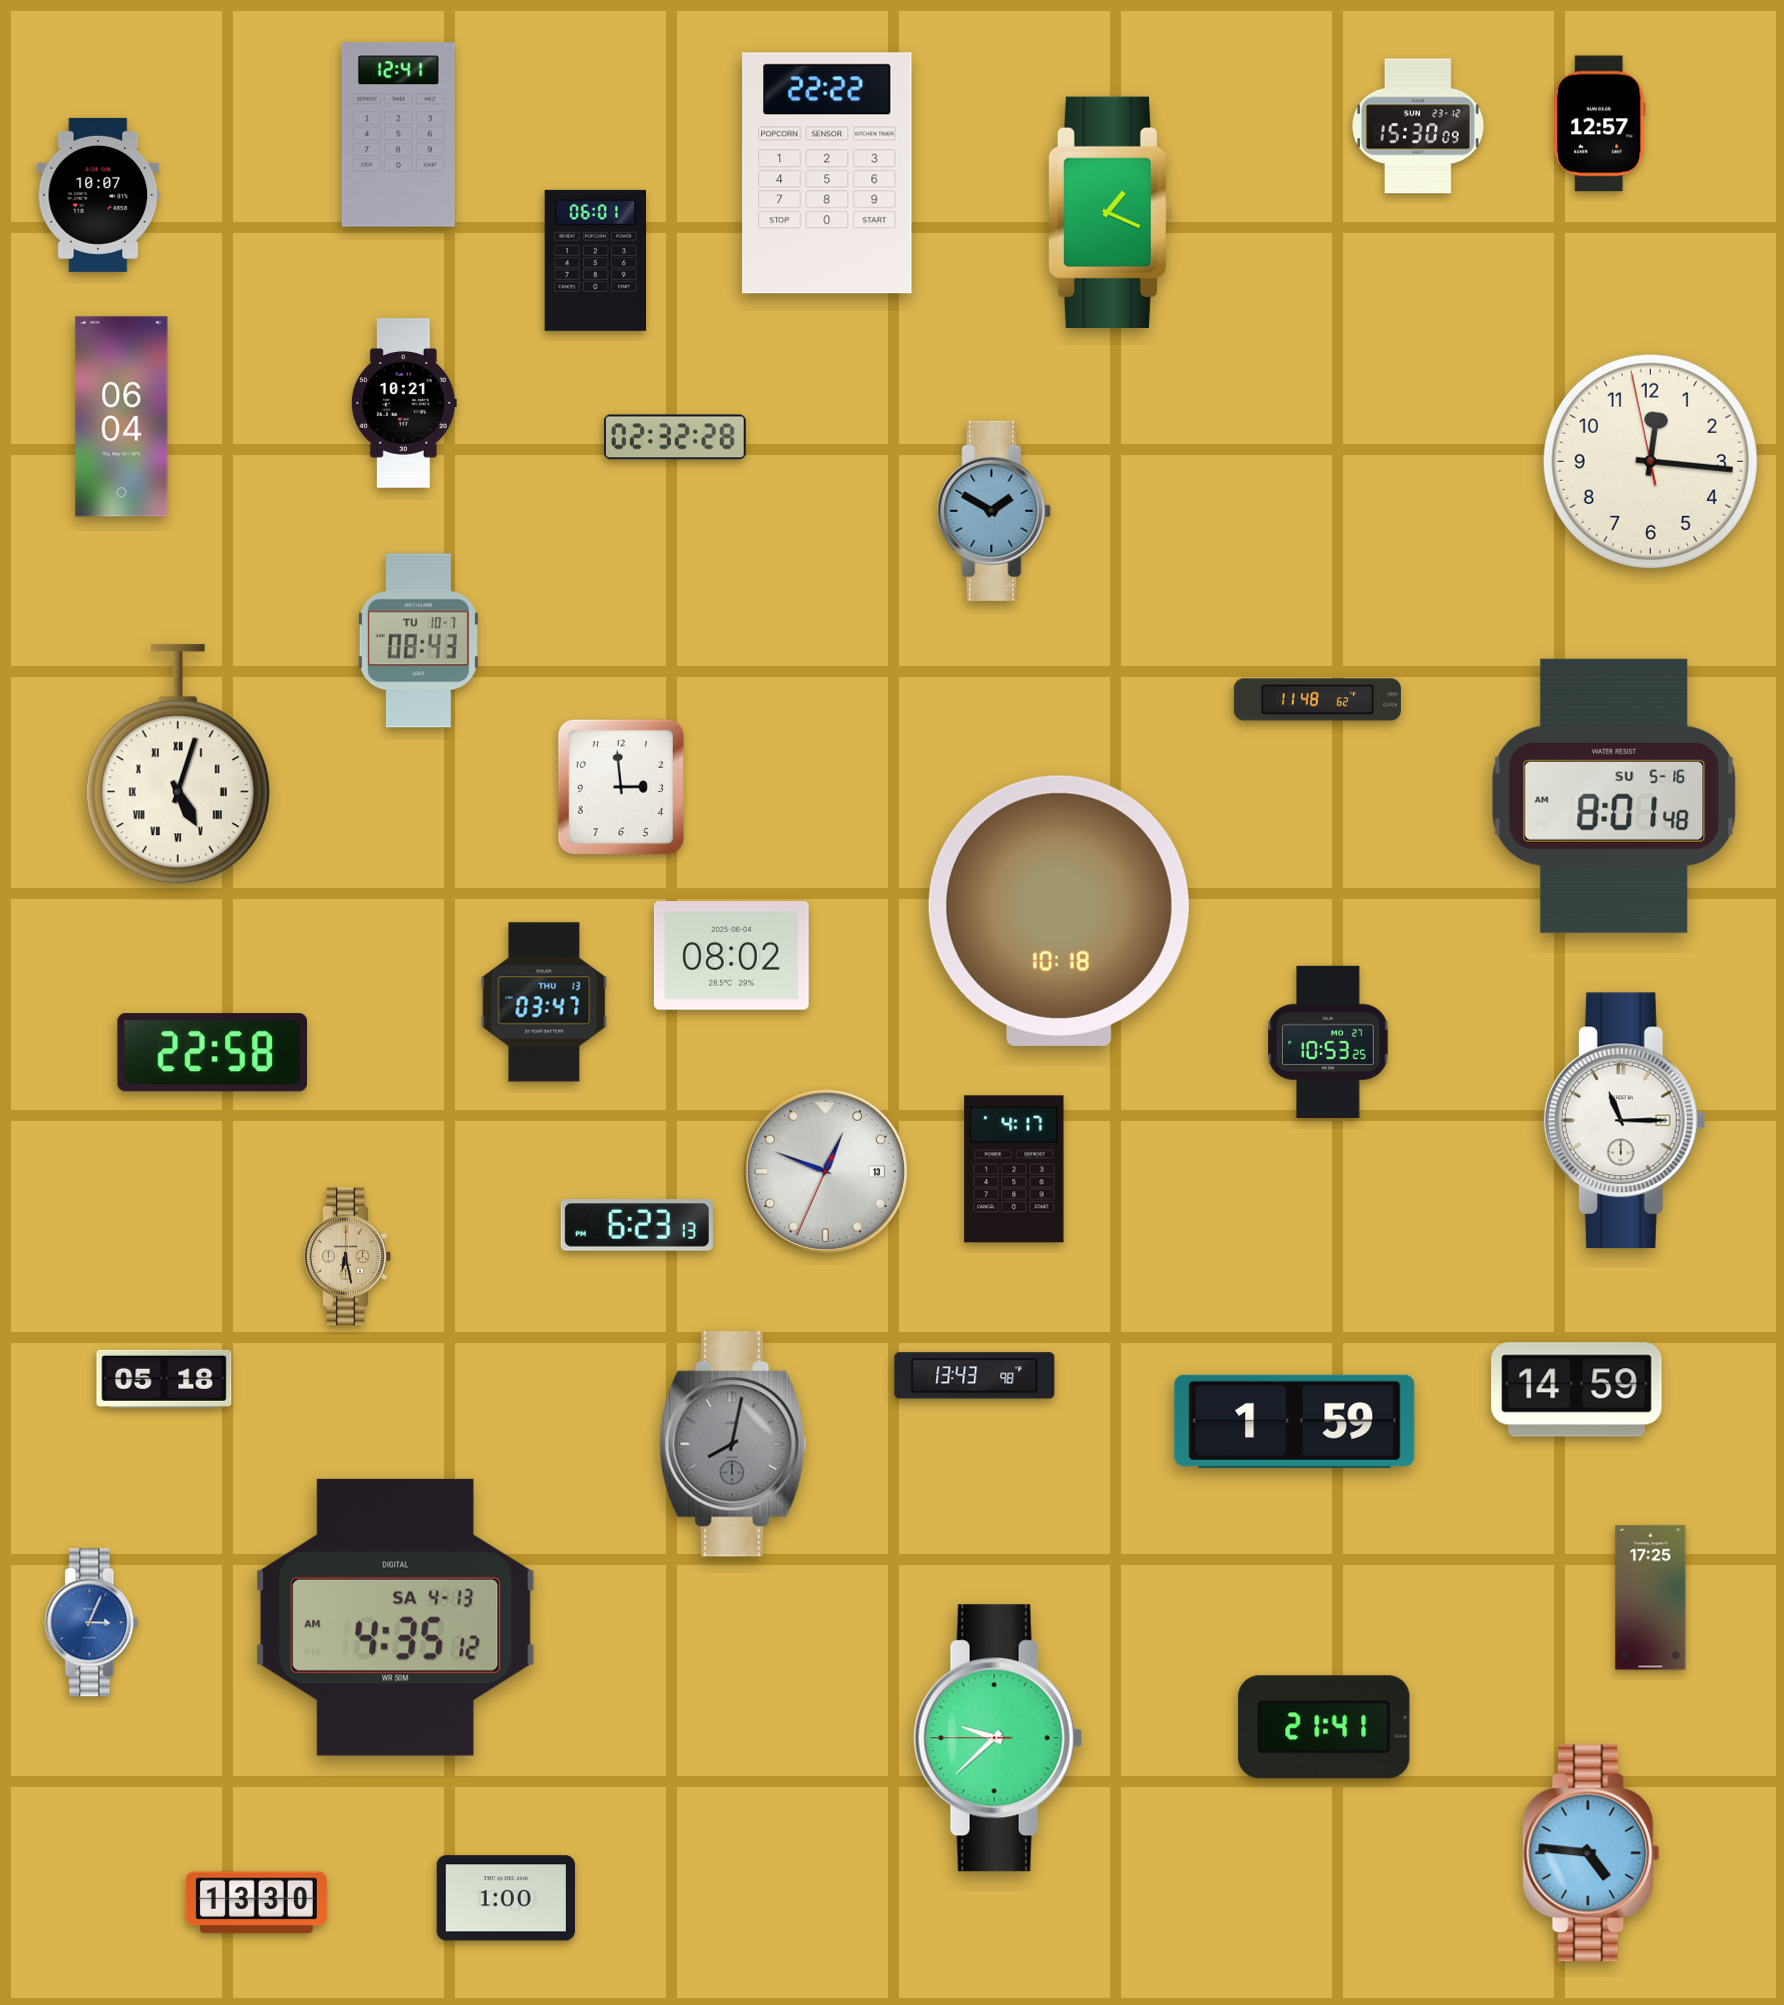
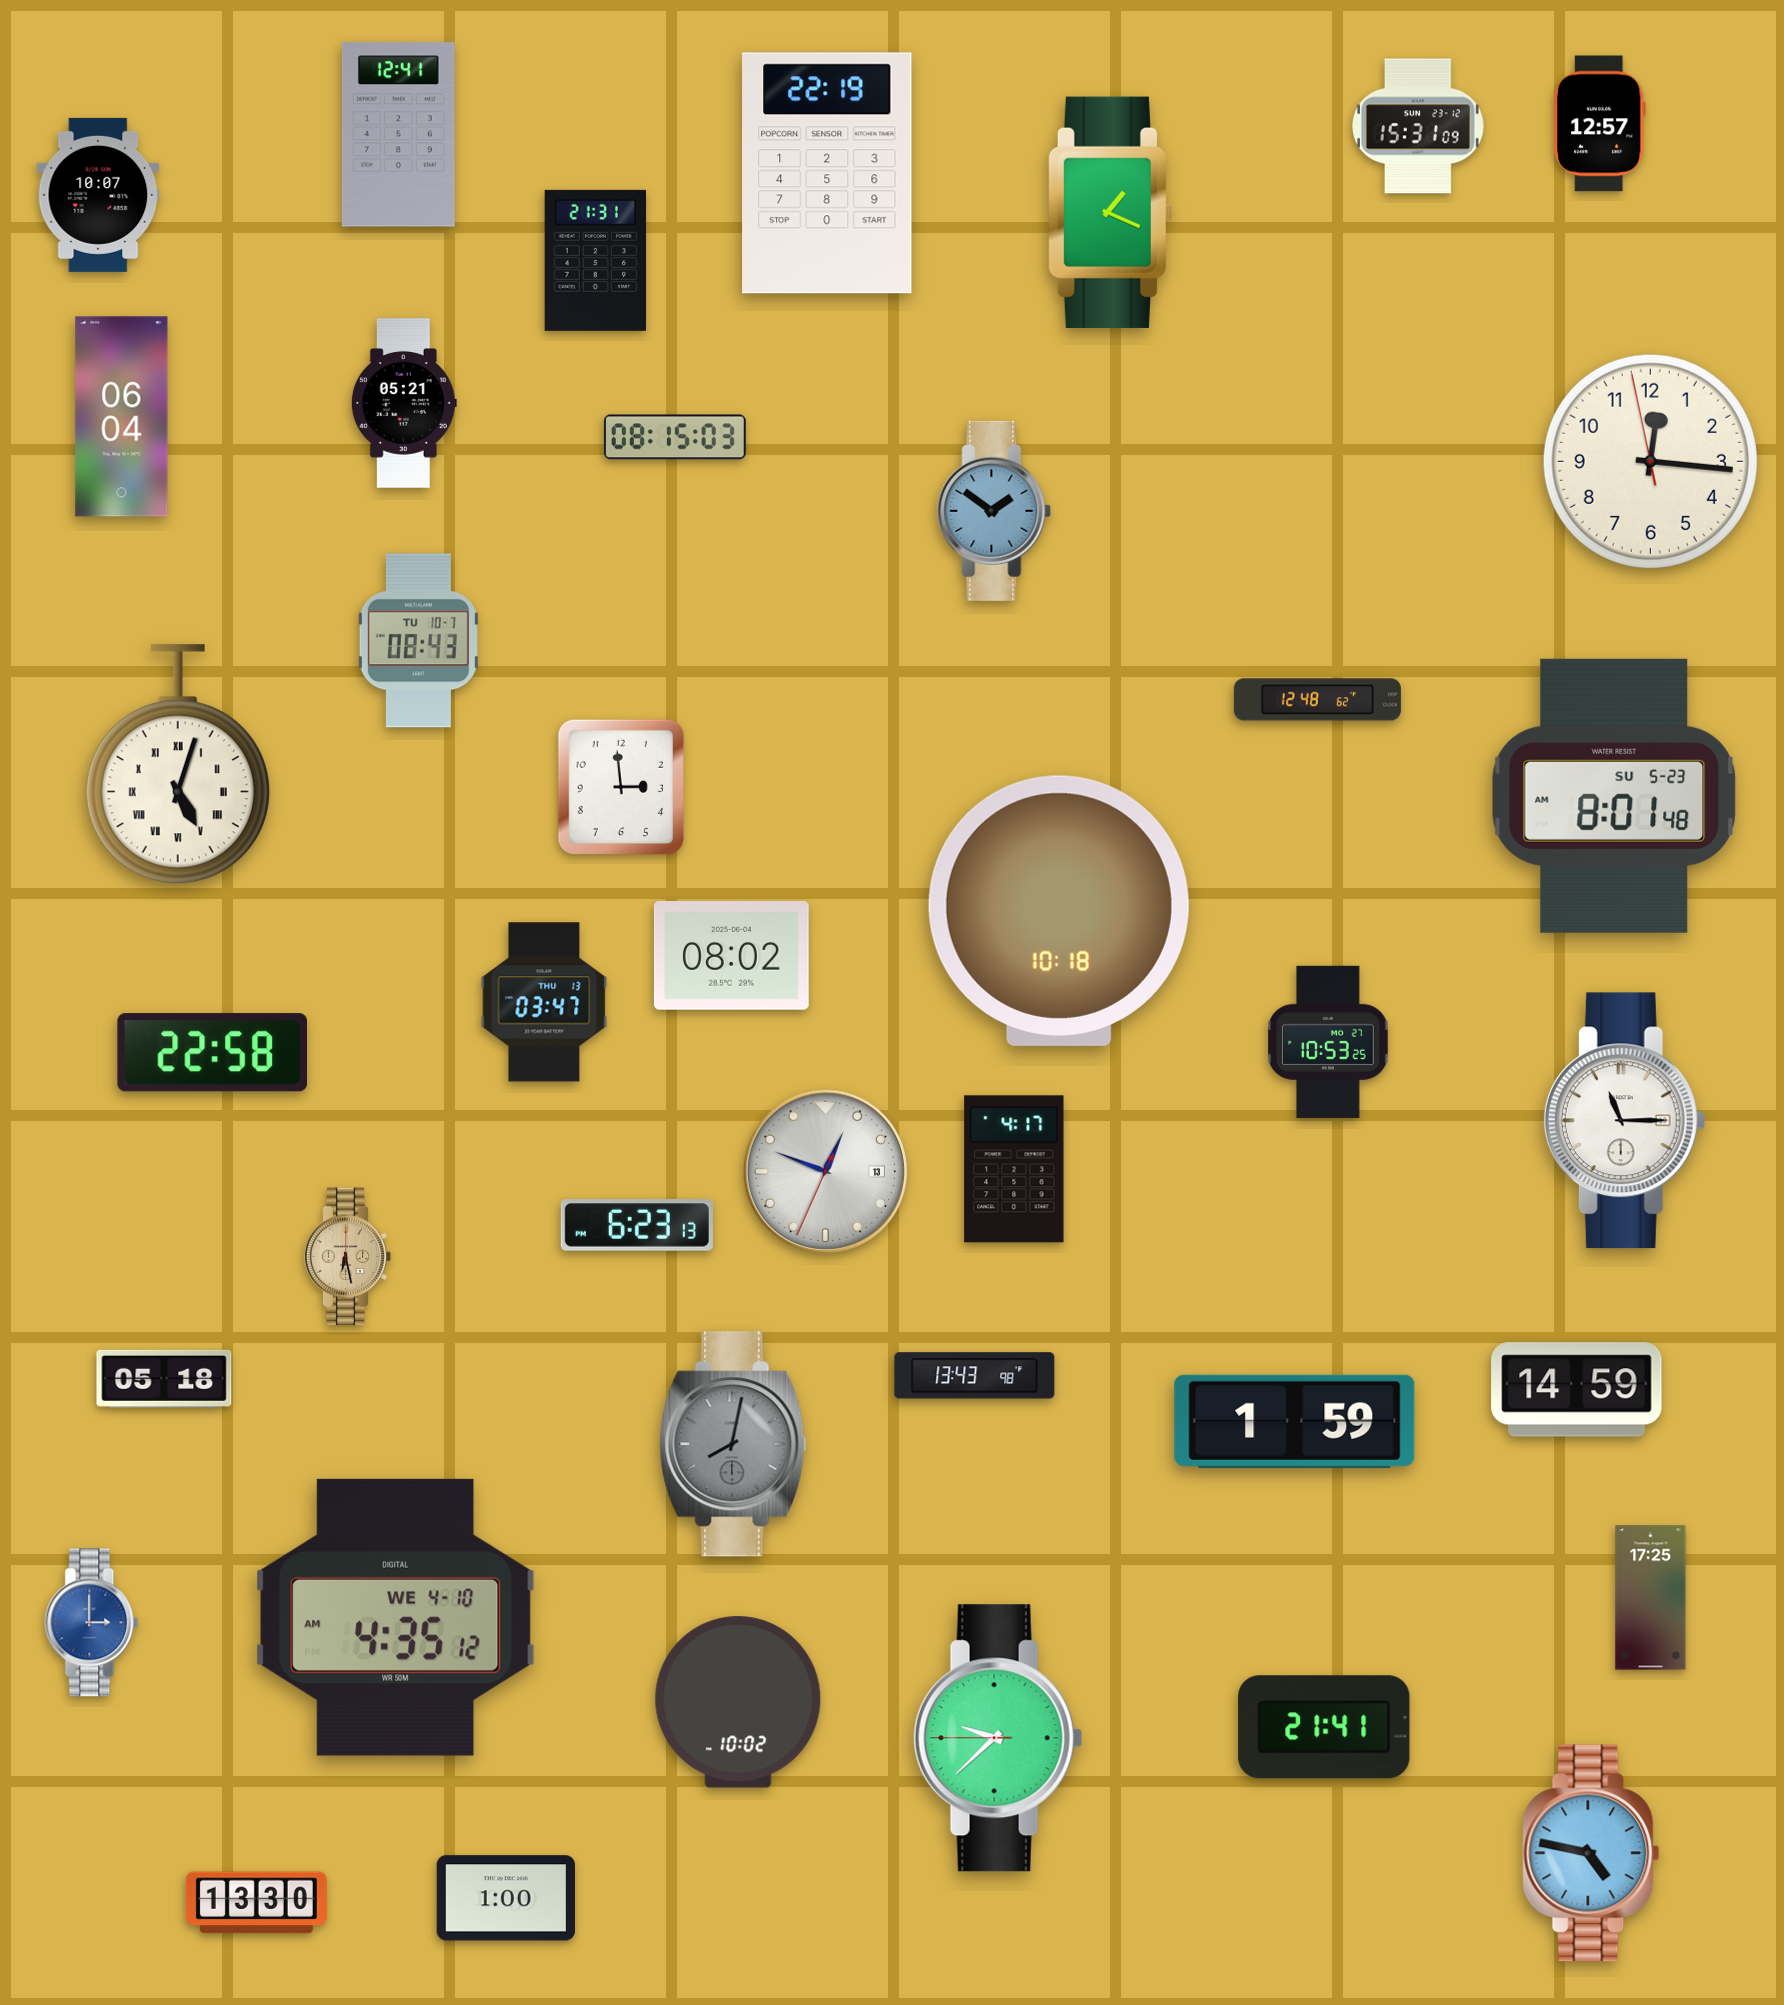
clock at (1419, 126): 15:30 -> 15:31
clock at (827, 173): 22:22 -> 22:19
clock at (595, 260): 06:01 -> 21:31
clock at (404, 403): 10:21 -> 05:21
clock at (675, 437): 02:32 -> 08:15
clock at (994, 511): 1:50 -> 1:51
clock at (1317, 700): 11:48 -> 12:48
clock at (1614, 796) date: SU 5-16 -> SU 5-23
clock at (396, 1617) date: SA 4-13 -> WE 4-10
clock at (92, 1623): 3:04 -> 3:00
clock at (738, 1702): none -> 10:02
clock at (1591, 1853): 4:46 -> 4:47
